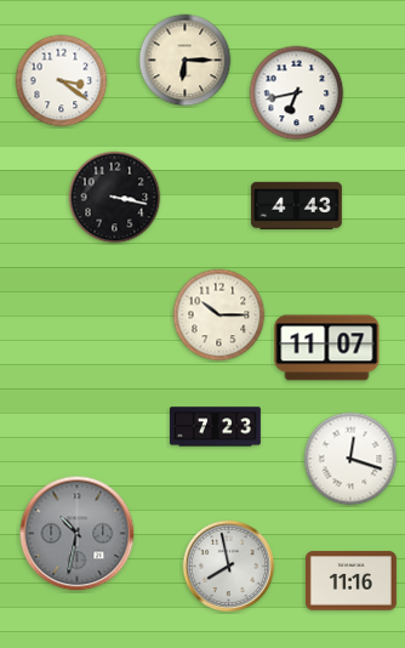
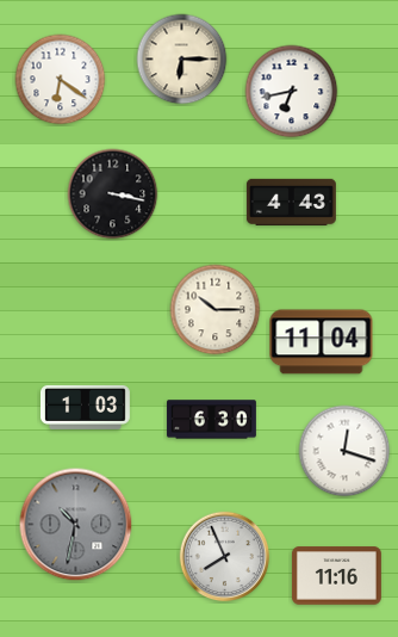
clock at (62, 81): 3:21 -> 6:21
clock at (327, 348): 11:07 -> 11:04
clock at (85, 407): none -> 1:03
clock at (215, 427): 7:23 -> 6:30
clock at (229, 567): 7:58 -> 7:56
clock at (350, 581) position: (350, 581) -> (336, 576)
